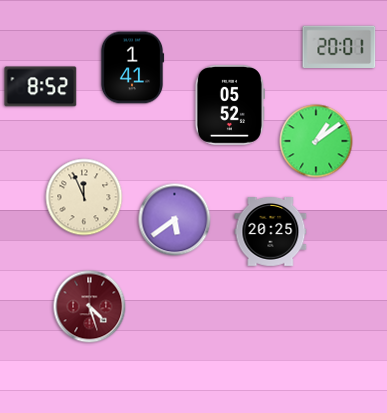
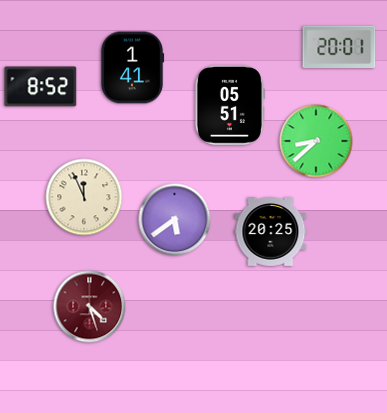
clock at (230, 105): 05:52 -> 05:51
clock at (316, 141): 1:09 -> 8:38
